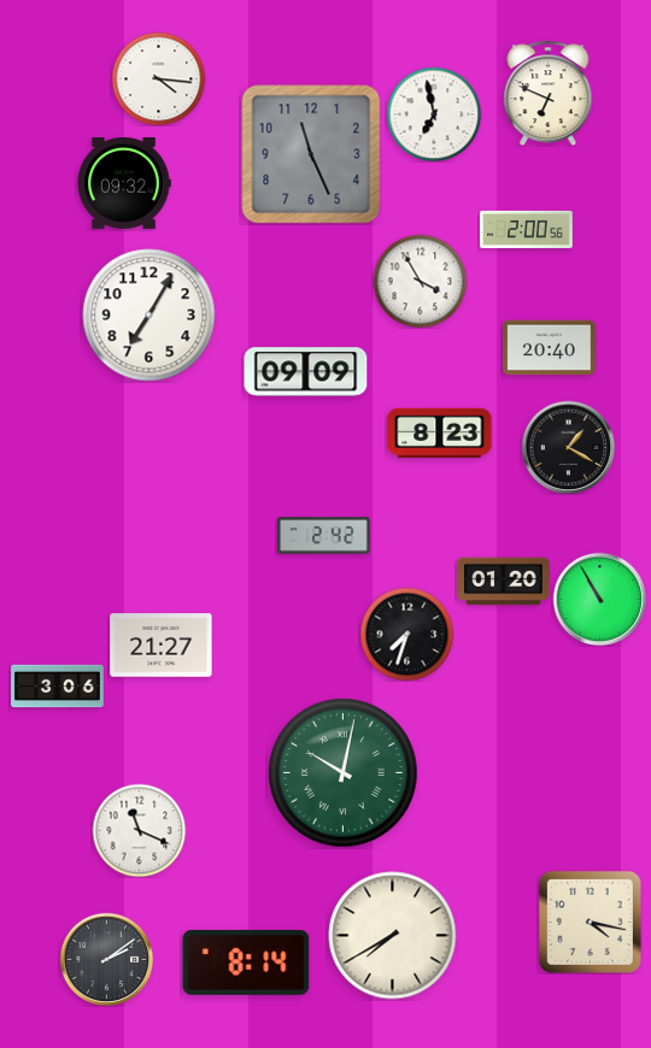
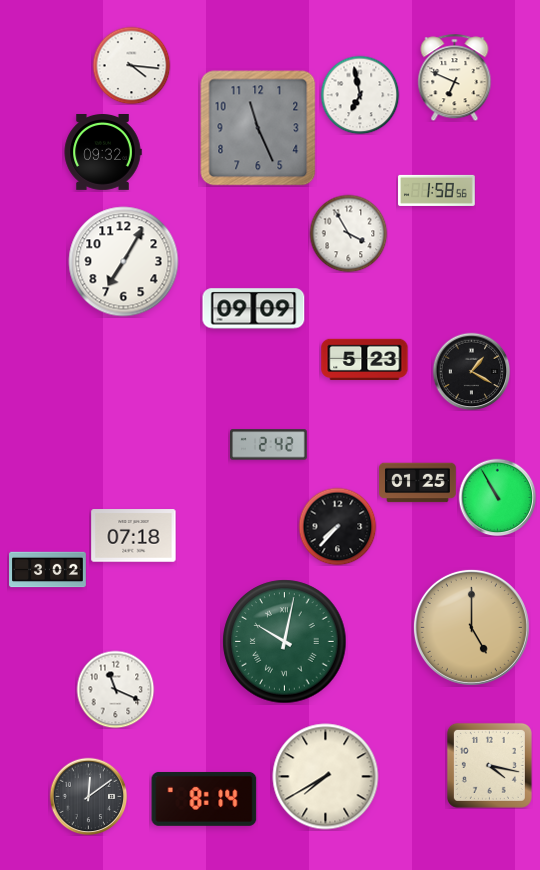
clock at (527, 229): 2:00 -> 1:58
clock at (550, 348): 20:40 -> none
clock at (440, 432): 8:23 -> 5:23
clock at (504, 582): 01:20 -> 01:25
clock at (406, 634): 7:33 -> 7:37
clock at (162, 646): 21:27 -> 07:18
clock at (58, 687): 3:06 -> 3:02
clock at (471, 627): none -> 5:00
clock at (106, 959): 2:09 -> 12:09
